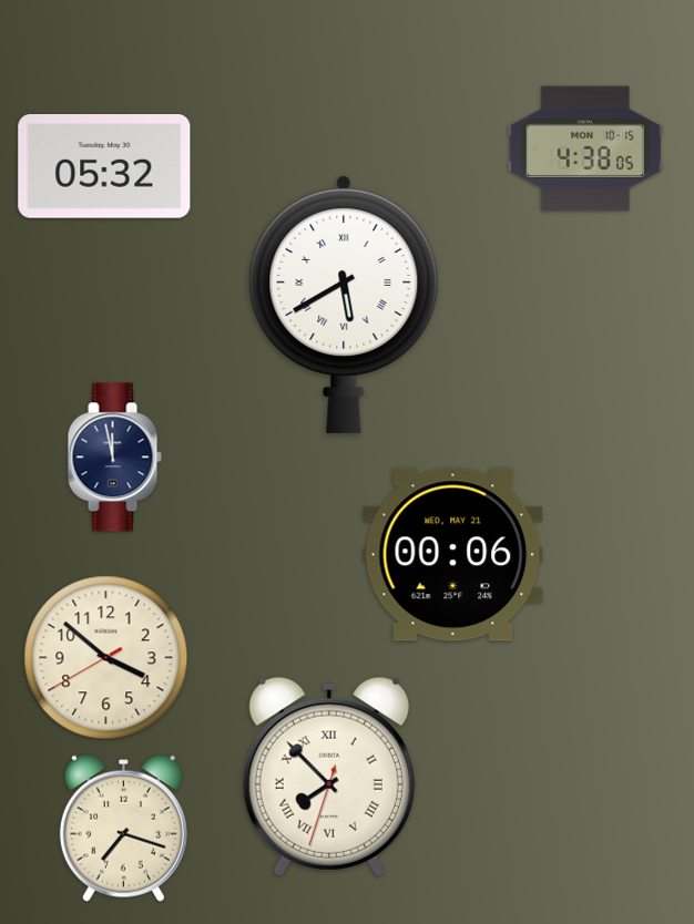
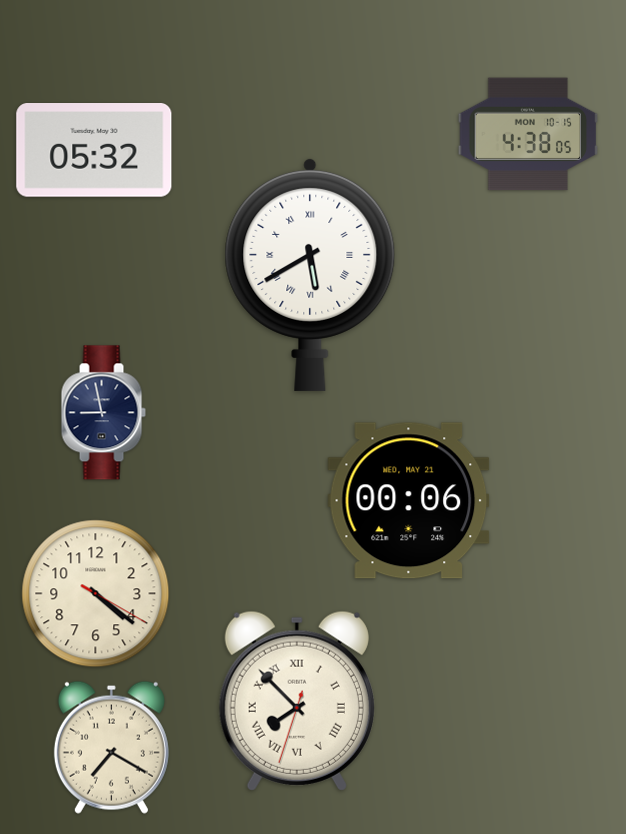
clock at (114, 458): 11:58 -> 8:58
clock at (106, 658): 3:51 -> 4:21
clock at (123, 828): 7:18 -> 7:20
